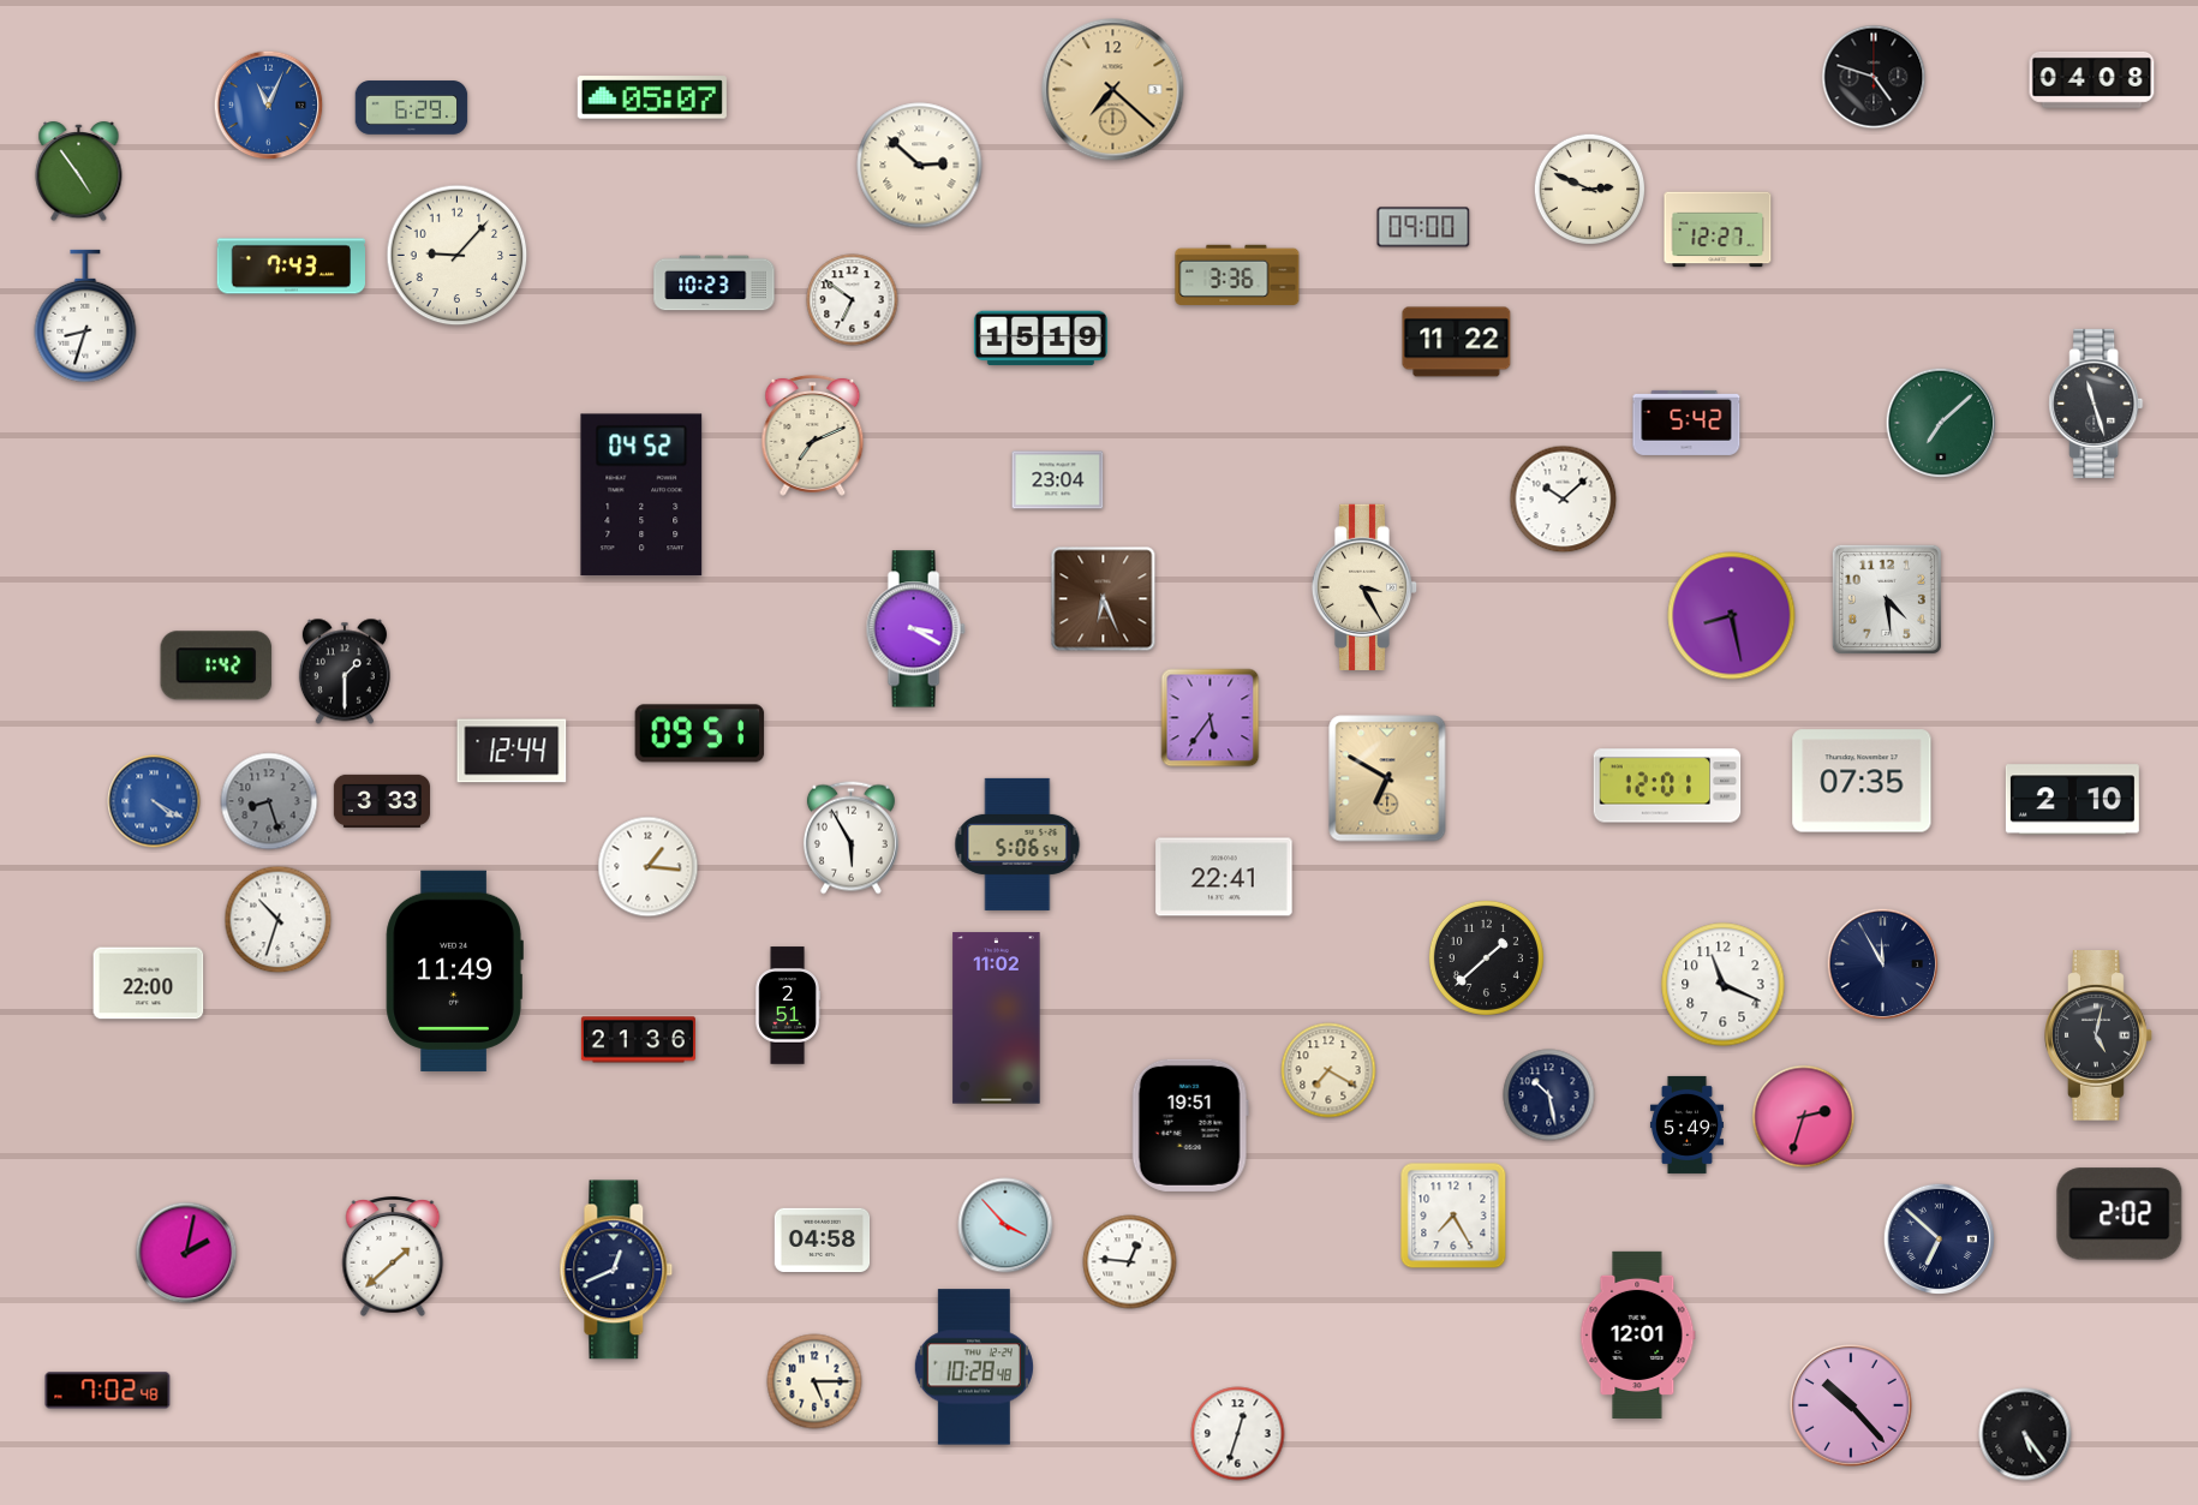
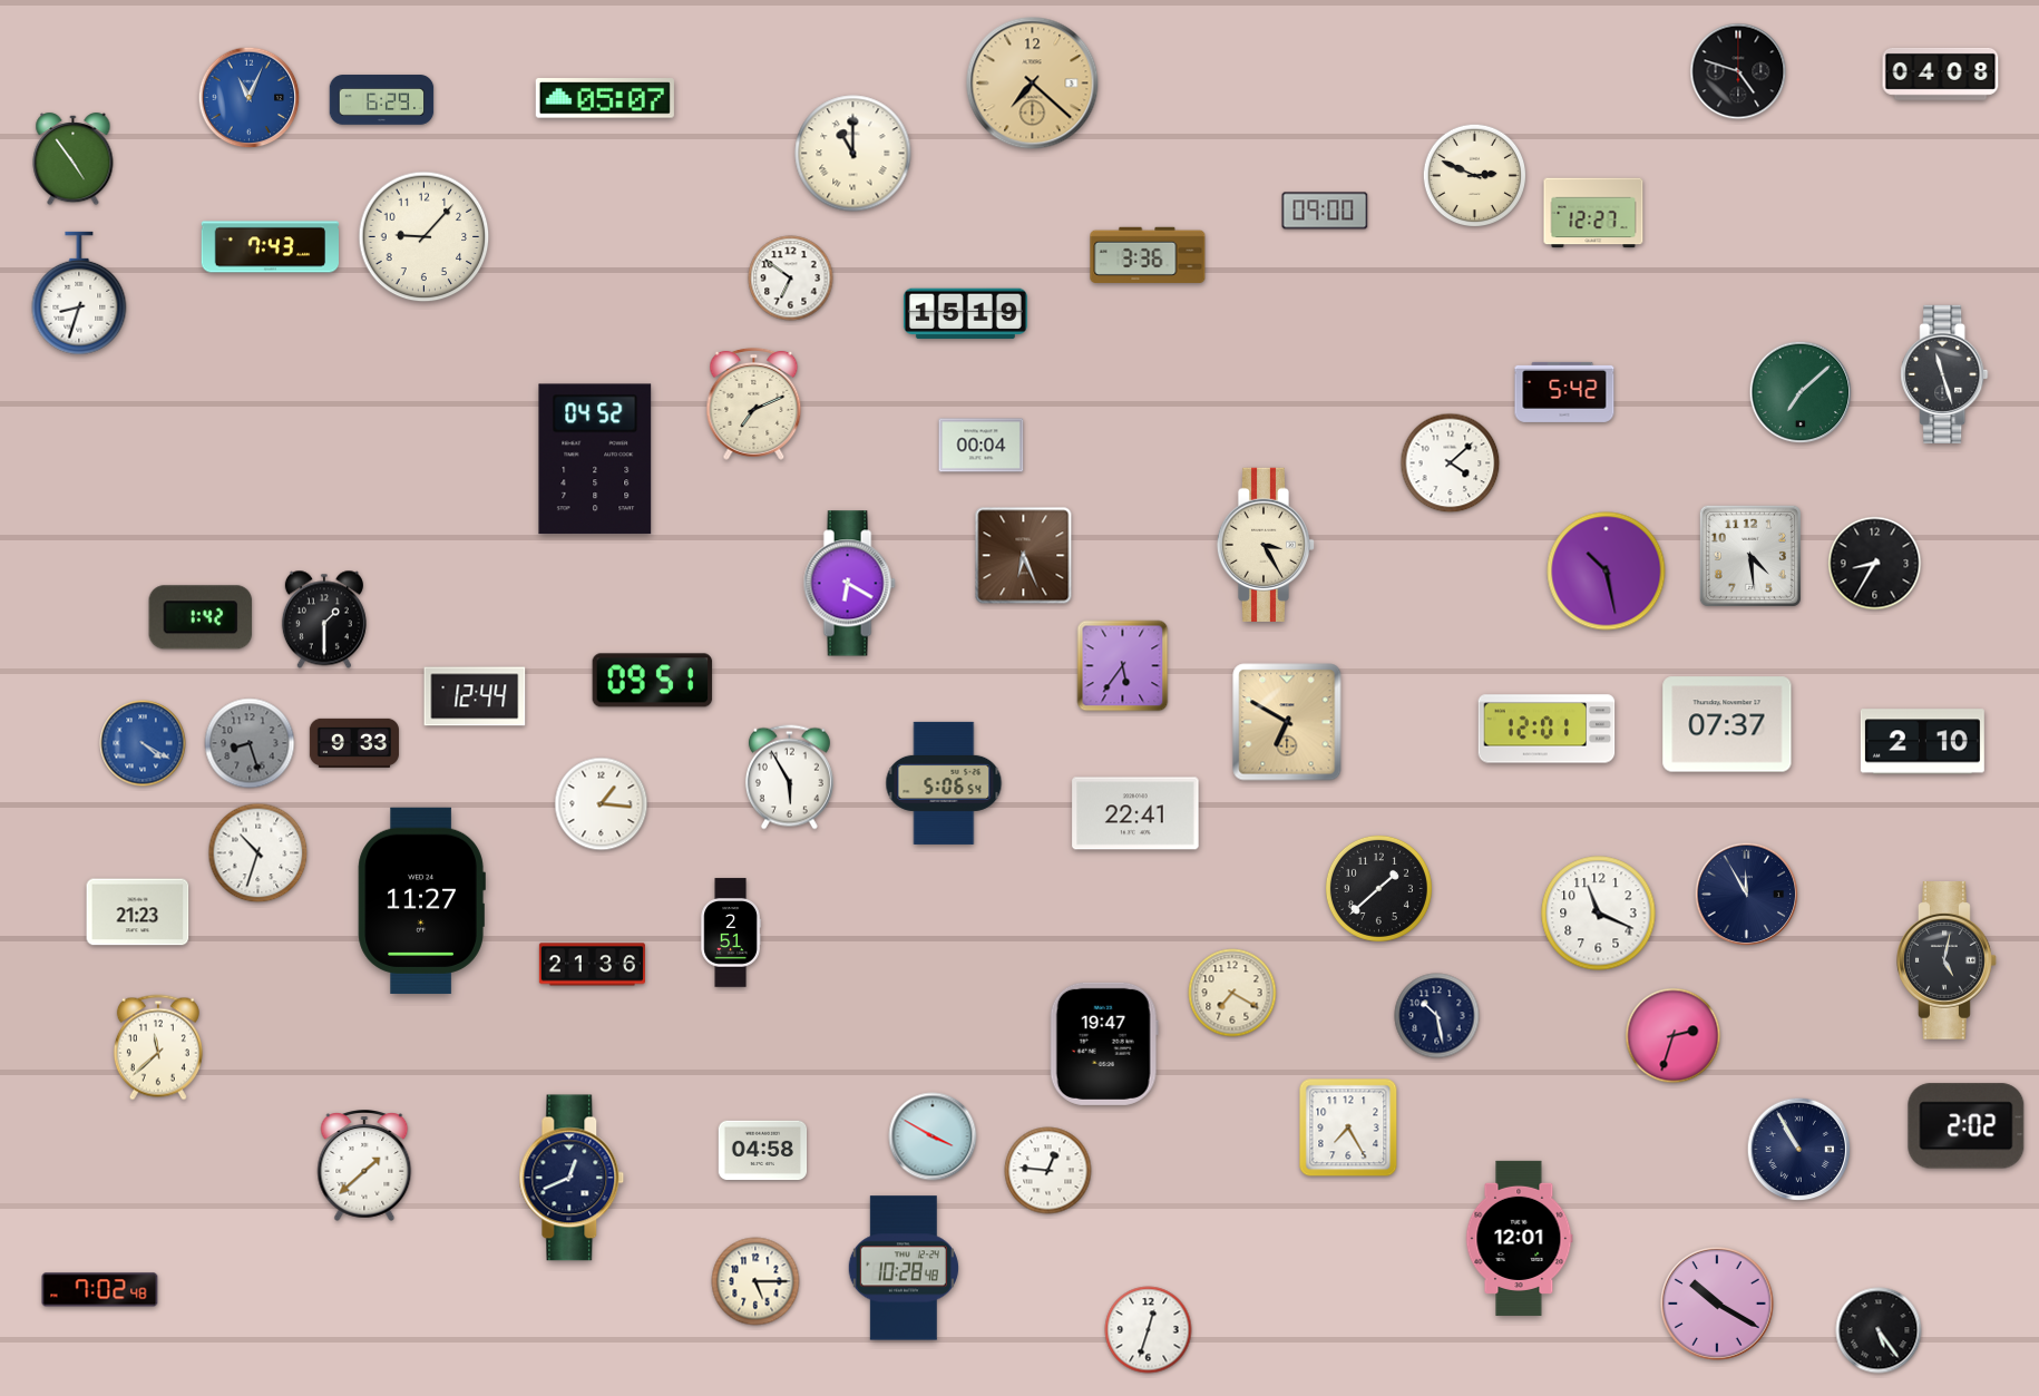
clock at (652, 97) position: (652, 97) -> (605, 98)
clock at (920, 166): 2:52 -> 11:00
clock at (1423, 227) position: (1423, 227) -> (1325, 211)
clock at (715, 283): 10:23 -> none
clock at (1457, 342): 11:22 -> none
clock at (1058, 480): 23:04 -> 00:04
clock at (1564, 500): 10:08 -> 4:08
clock at (1875, 564): none -> 8:35
clock at (1732, 616): 8:28 -> 10:28
clock at (915, 629): 3:20 -> 6:20
clock at (345, 671) position: (345, 671) -> (324, 619)
clock at (700, 734) position: (700, 734) -> (653, 681)
clock at (1862, 781): 07:35 -> 07:37
clock at (382, 801): 3:33 -> 9:33
clock at (454, 971): 11:49 -> 11:27
clock at (149, 984): 22:00 -> 21:23
clock at (997, 1019): 11:02 -> none
clock at (1686, 1124): 5:49 -> none
clock at (1190, 1125): 19:51 -> 19:47
clock at (158, 1047): none -> 11:38
clock at (1005, 1225): 3:53 -> 3:50
clock at (1940, 1240): 6:52 -> 10:55
clock at (186, 1253): 2:02 -> none
clock at (1851, 1405): 10:23 -> 10:20
